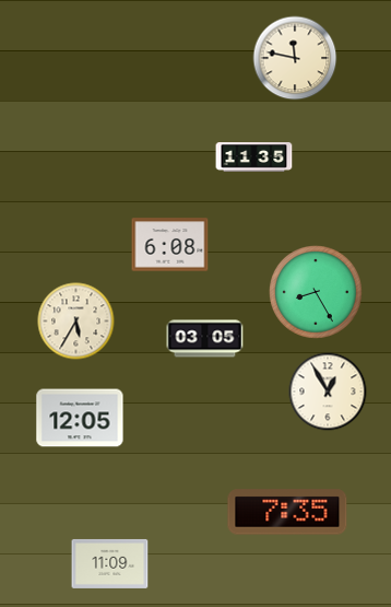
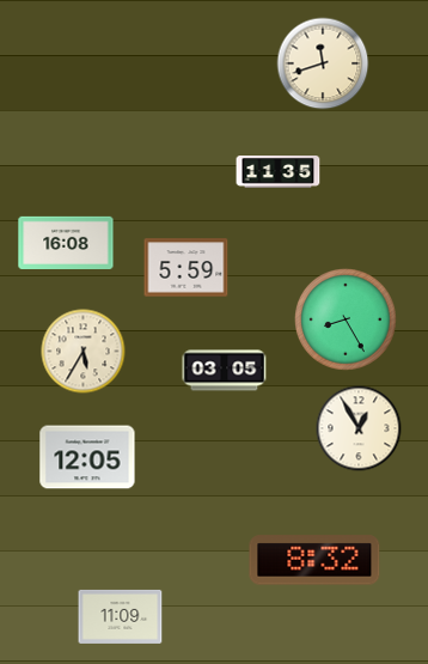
clock at (295, 58): 11:47 -> 11:42
clock at (66, 242): none -> 16:08
clock at (170, 245): 6:08 -> 5:59
clock at (287, 512): 7:35 -> 8:32
